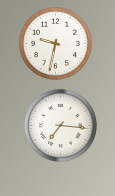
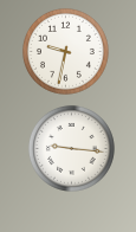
clock at (60, 125): 7:16 -> 9:16
